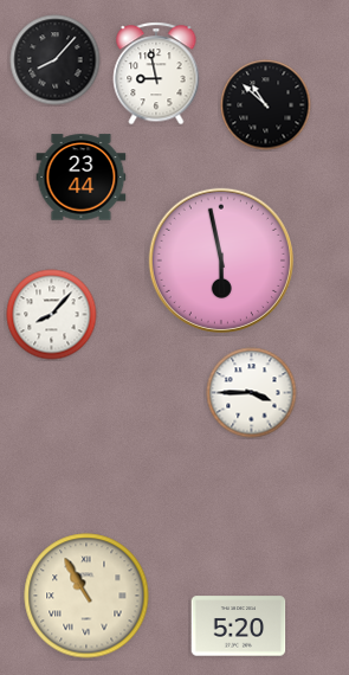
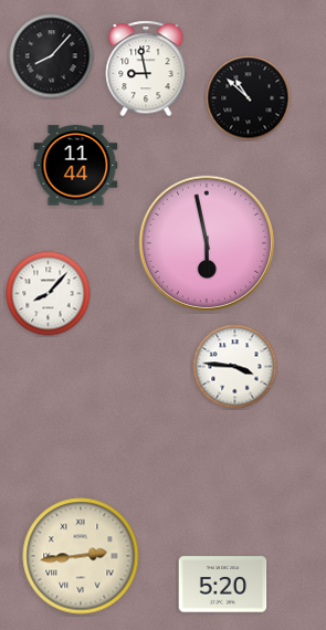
clock at (82, 178): 23:44 -> 11:44
clock at (252, 393): 3:45 -> 3:46
clock at (86, 596): 10:55 -> 2:44
